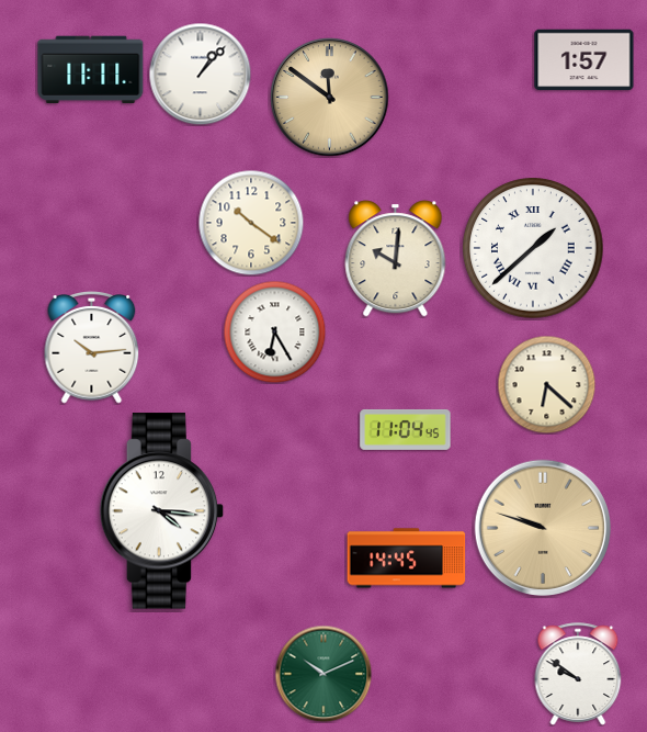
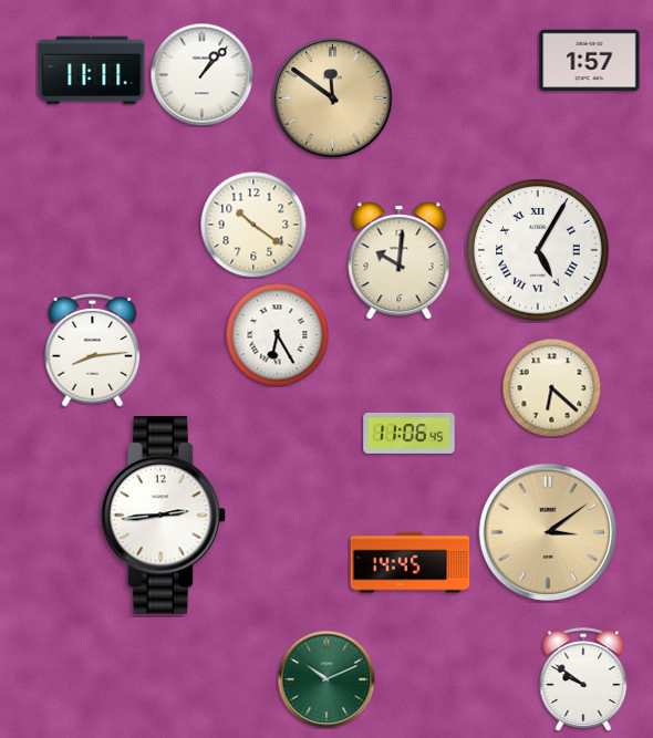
clock at (533, 248): 1:38 -> 5:05
clock at (92, 348): 10:14 -> 8:14
clock at (406, 429): 11:04 -> 11:06
clock at (162, 511): 4:16 -> 2:44
clock at (542, 527): 9:48 -> 3:09
